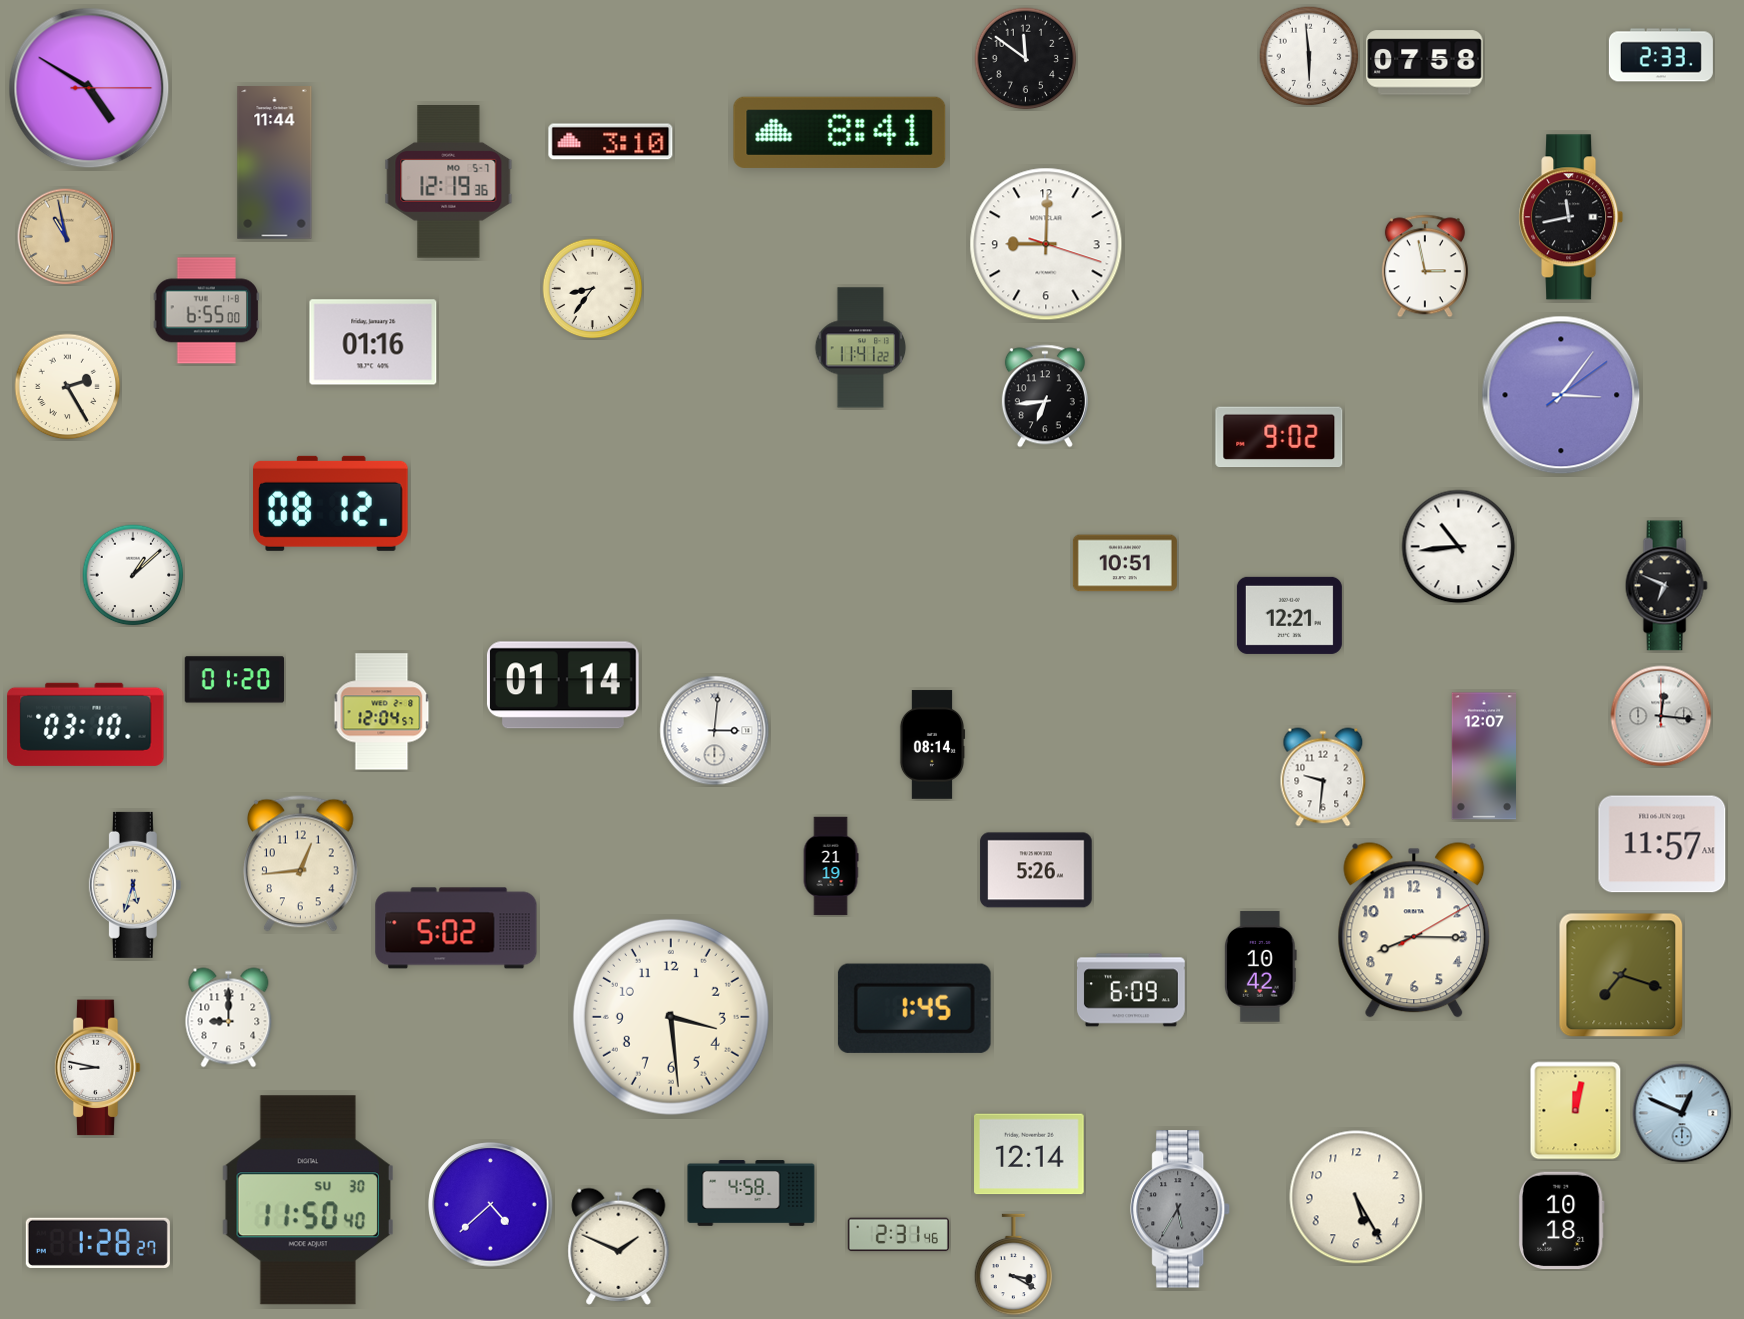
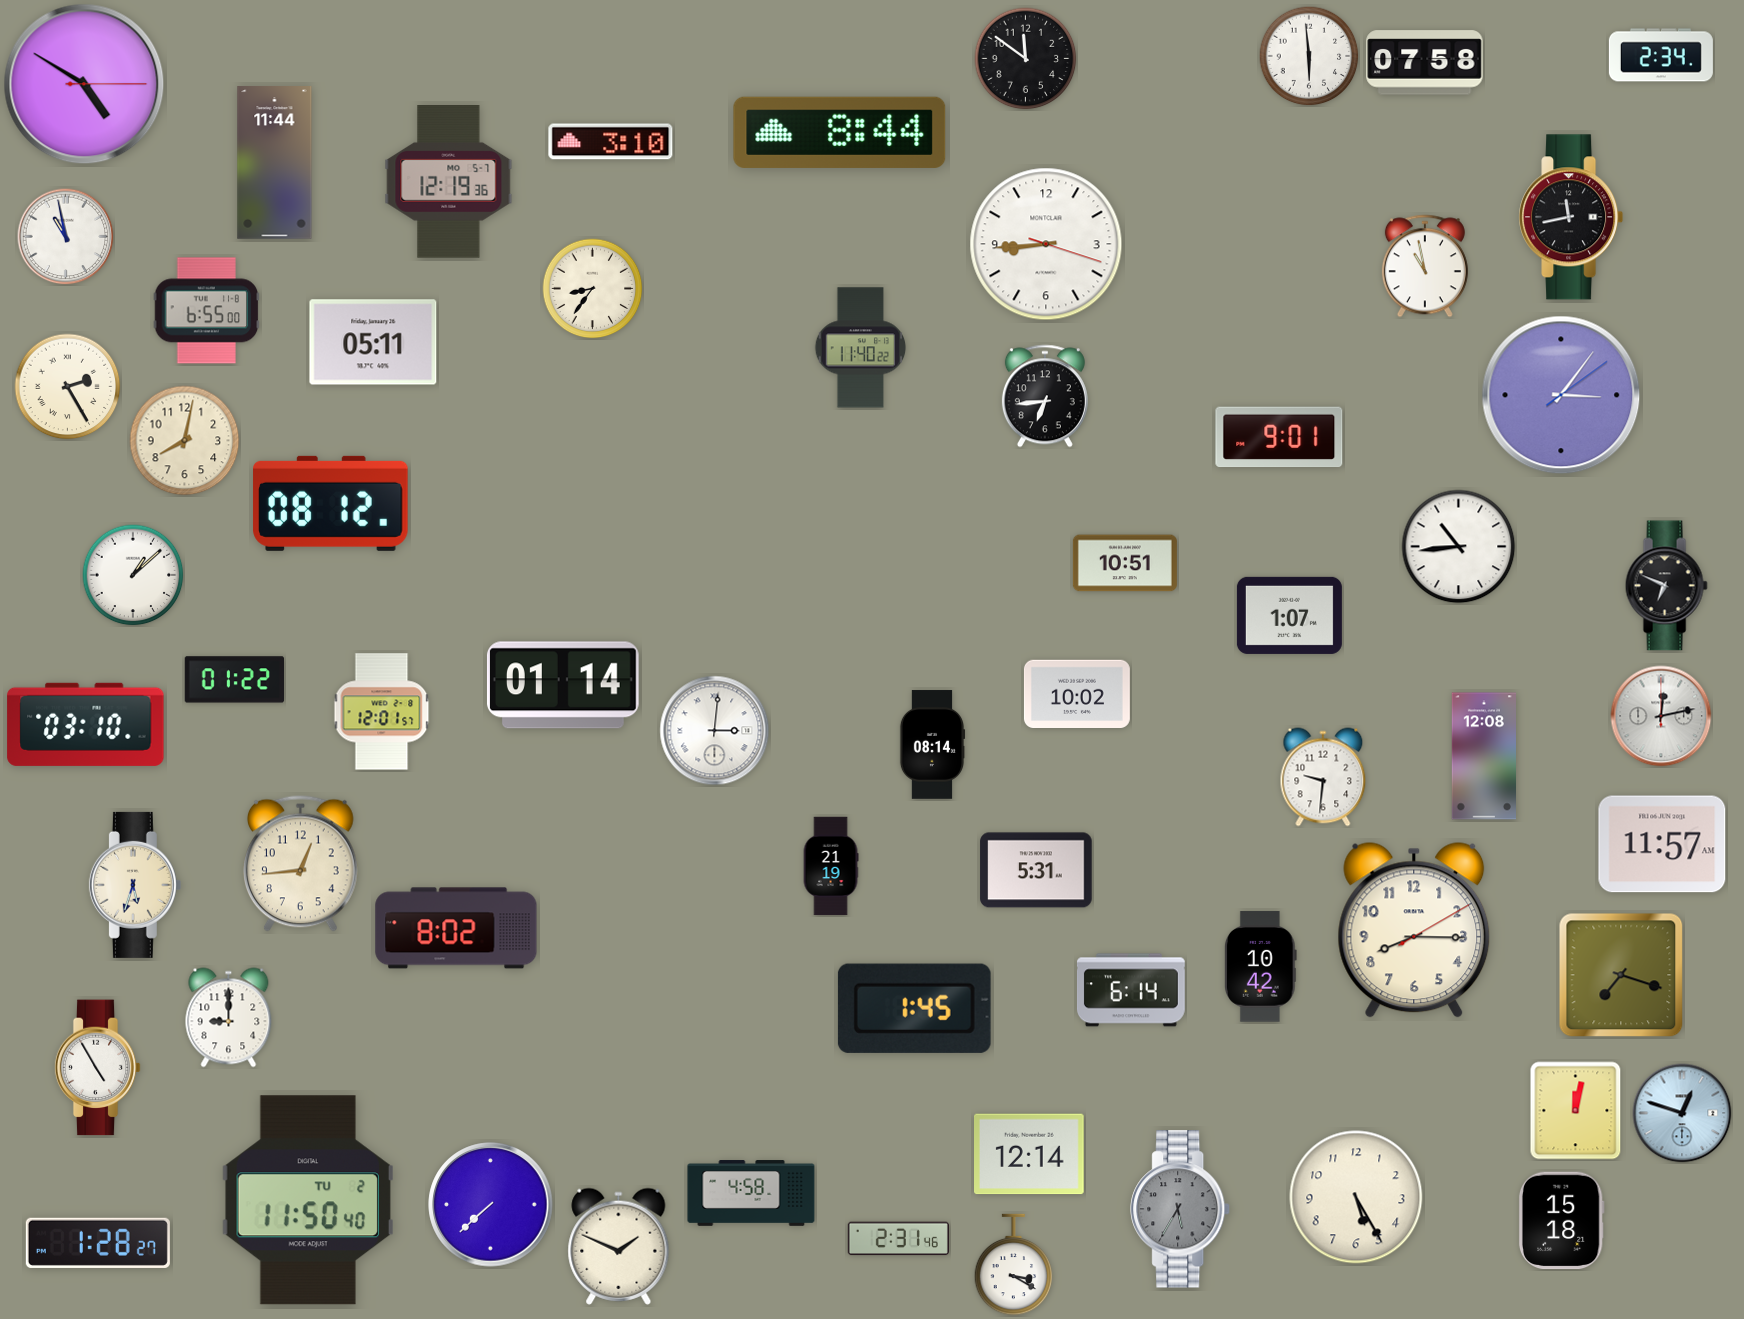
clock at (1661, 55): 2:33 -> 2:34
clock at (89, 88) position: (89, 88) -> (84, 84)
clock at (840, 132): 8:41 -> 8:44
clock at (66, 237) dial: champagne -> white
clock at (1046, 244): 9:00 -> 8:44
clock at (1425, 266): 2:58 -> 10:58
clock at (373, 342): 01:16 -> 05:11
clock at (861, 348): 11:41 -> 11:40
clock at (1279, 437): 9:02 -> 9:01
clock at (185, 441): none -> 8:02
clock at (1289, 615): 12:21 -> 1:07
clock at (234, 680): 01:20 -> 01:22
clock at (1077, 693): none -> 10:02
clock at (382, 712): 12:04 -> 12:01
clock at (1661, 716): 12:16 -> 12:13
clock at (1483, 756): 12:07 -> 12:08
clock at (1036, 870): 5:26 -> 5:31
clock at (456, 928): 5:02 -> 8:02
clock at (1131, 990): 6:09 -> 6:14
clock at (671, 1017): 3:29 -> none
clock at (97, 1068): 8:47 -> 4:55
clock at (1682, 1113): 12:49 -> 12:48
clock at (308, 1200) date: SU 30 -> TU 2
clock at (491, 1205): 4:38 -> 7:38
clock at (1561, 1221): 10:18 -> 15:18
clock at (898, 1235) position: (898, 1235) -> (898, 1239)
